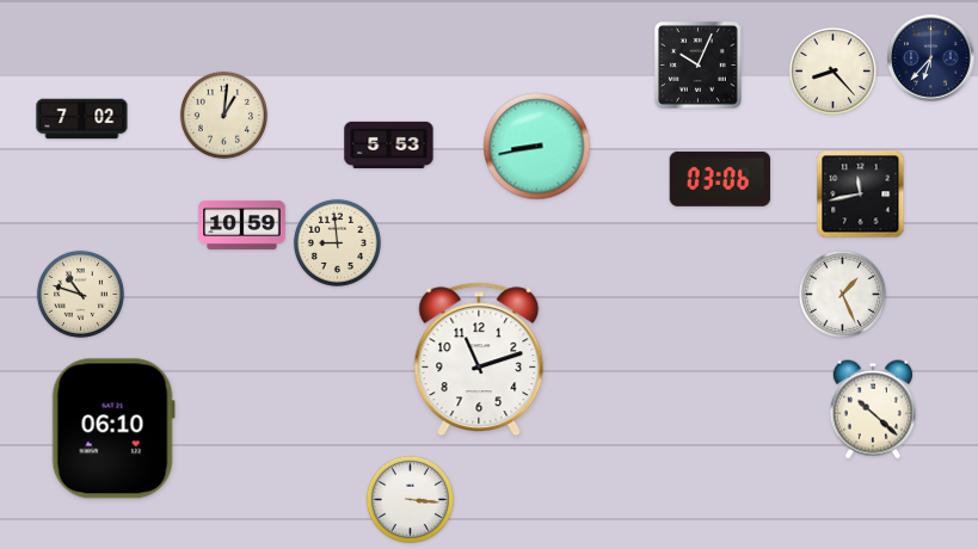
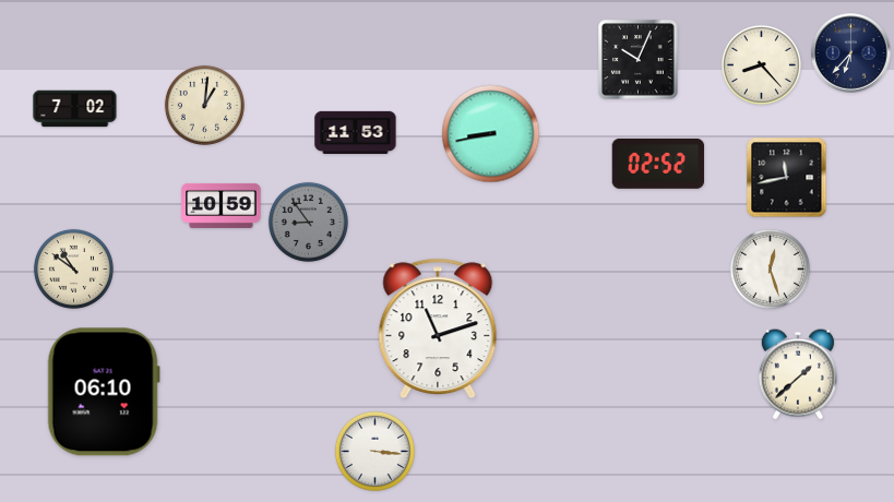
clock at (389, 144): 5:53 -> 11:53
clock at (720, 179): 03:06 -> 02:52
clock at (337, 242): 8:59 -> 8:54
clock at (337, 242) dial: cream -> grey
clock at (80, 294): 10:48 -> 10:51
clock at (842, 294): 1:26 -> 12:27
clock at (873, 409): 10:22 -> 1:38
clock at (410, 499) position: (410, 499) -> (374, 451)
